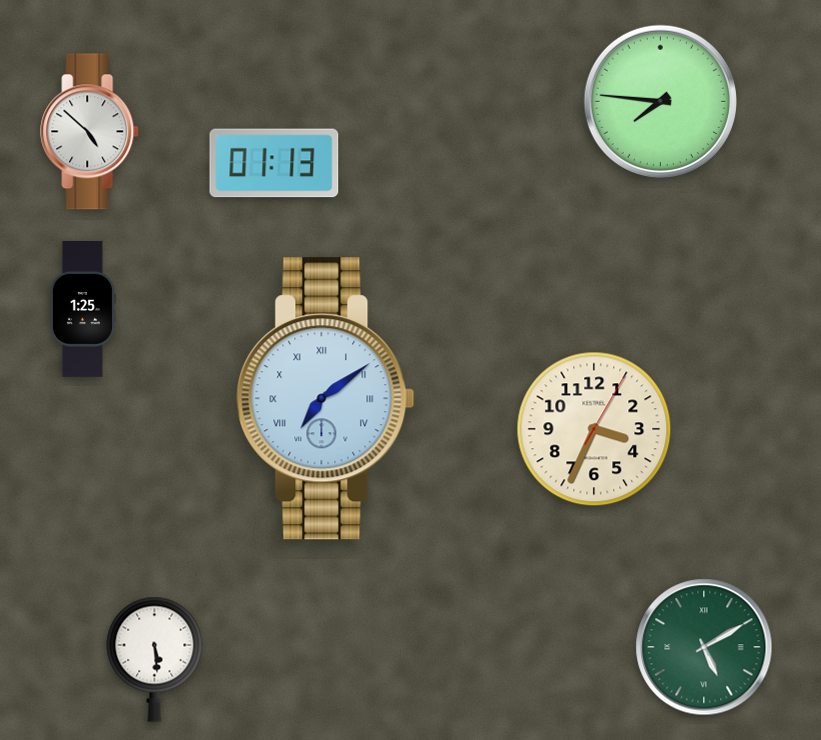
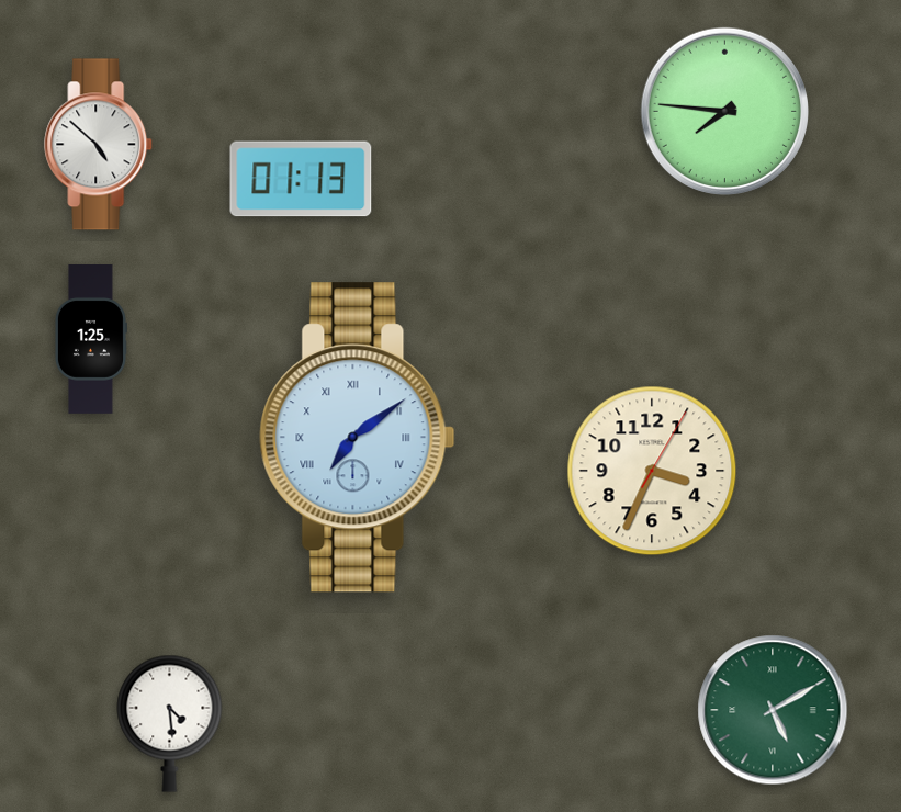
clock at (155, 659): 5:29 -> 4:29
